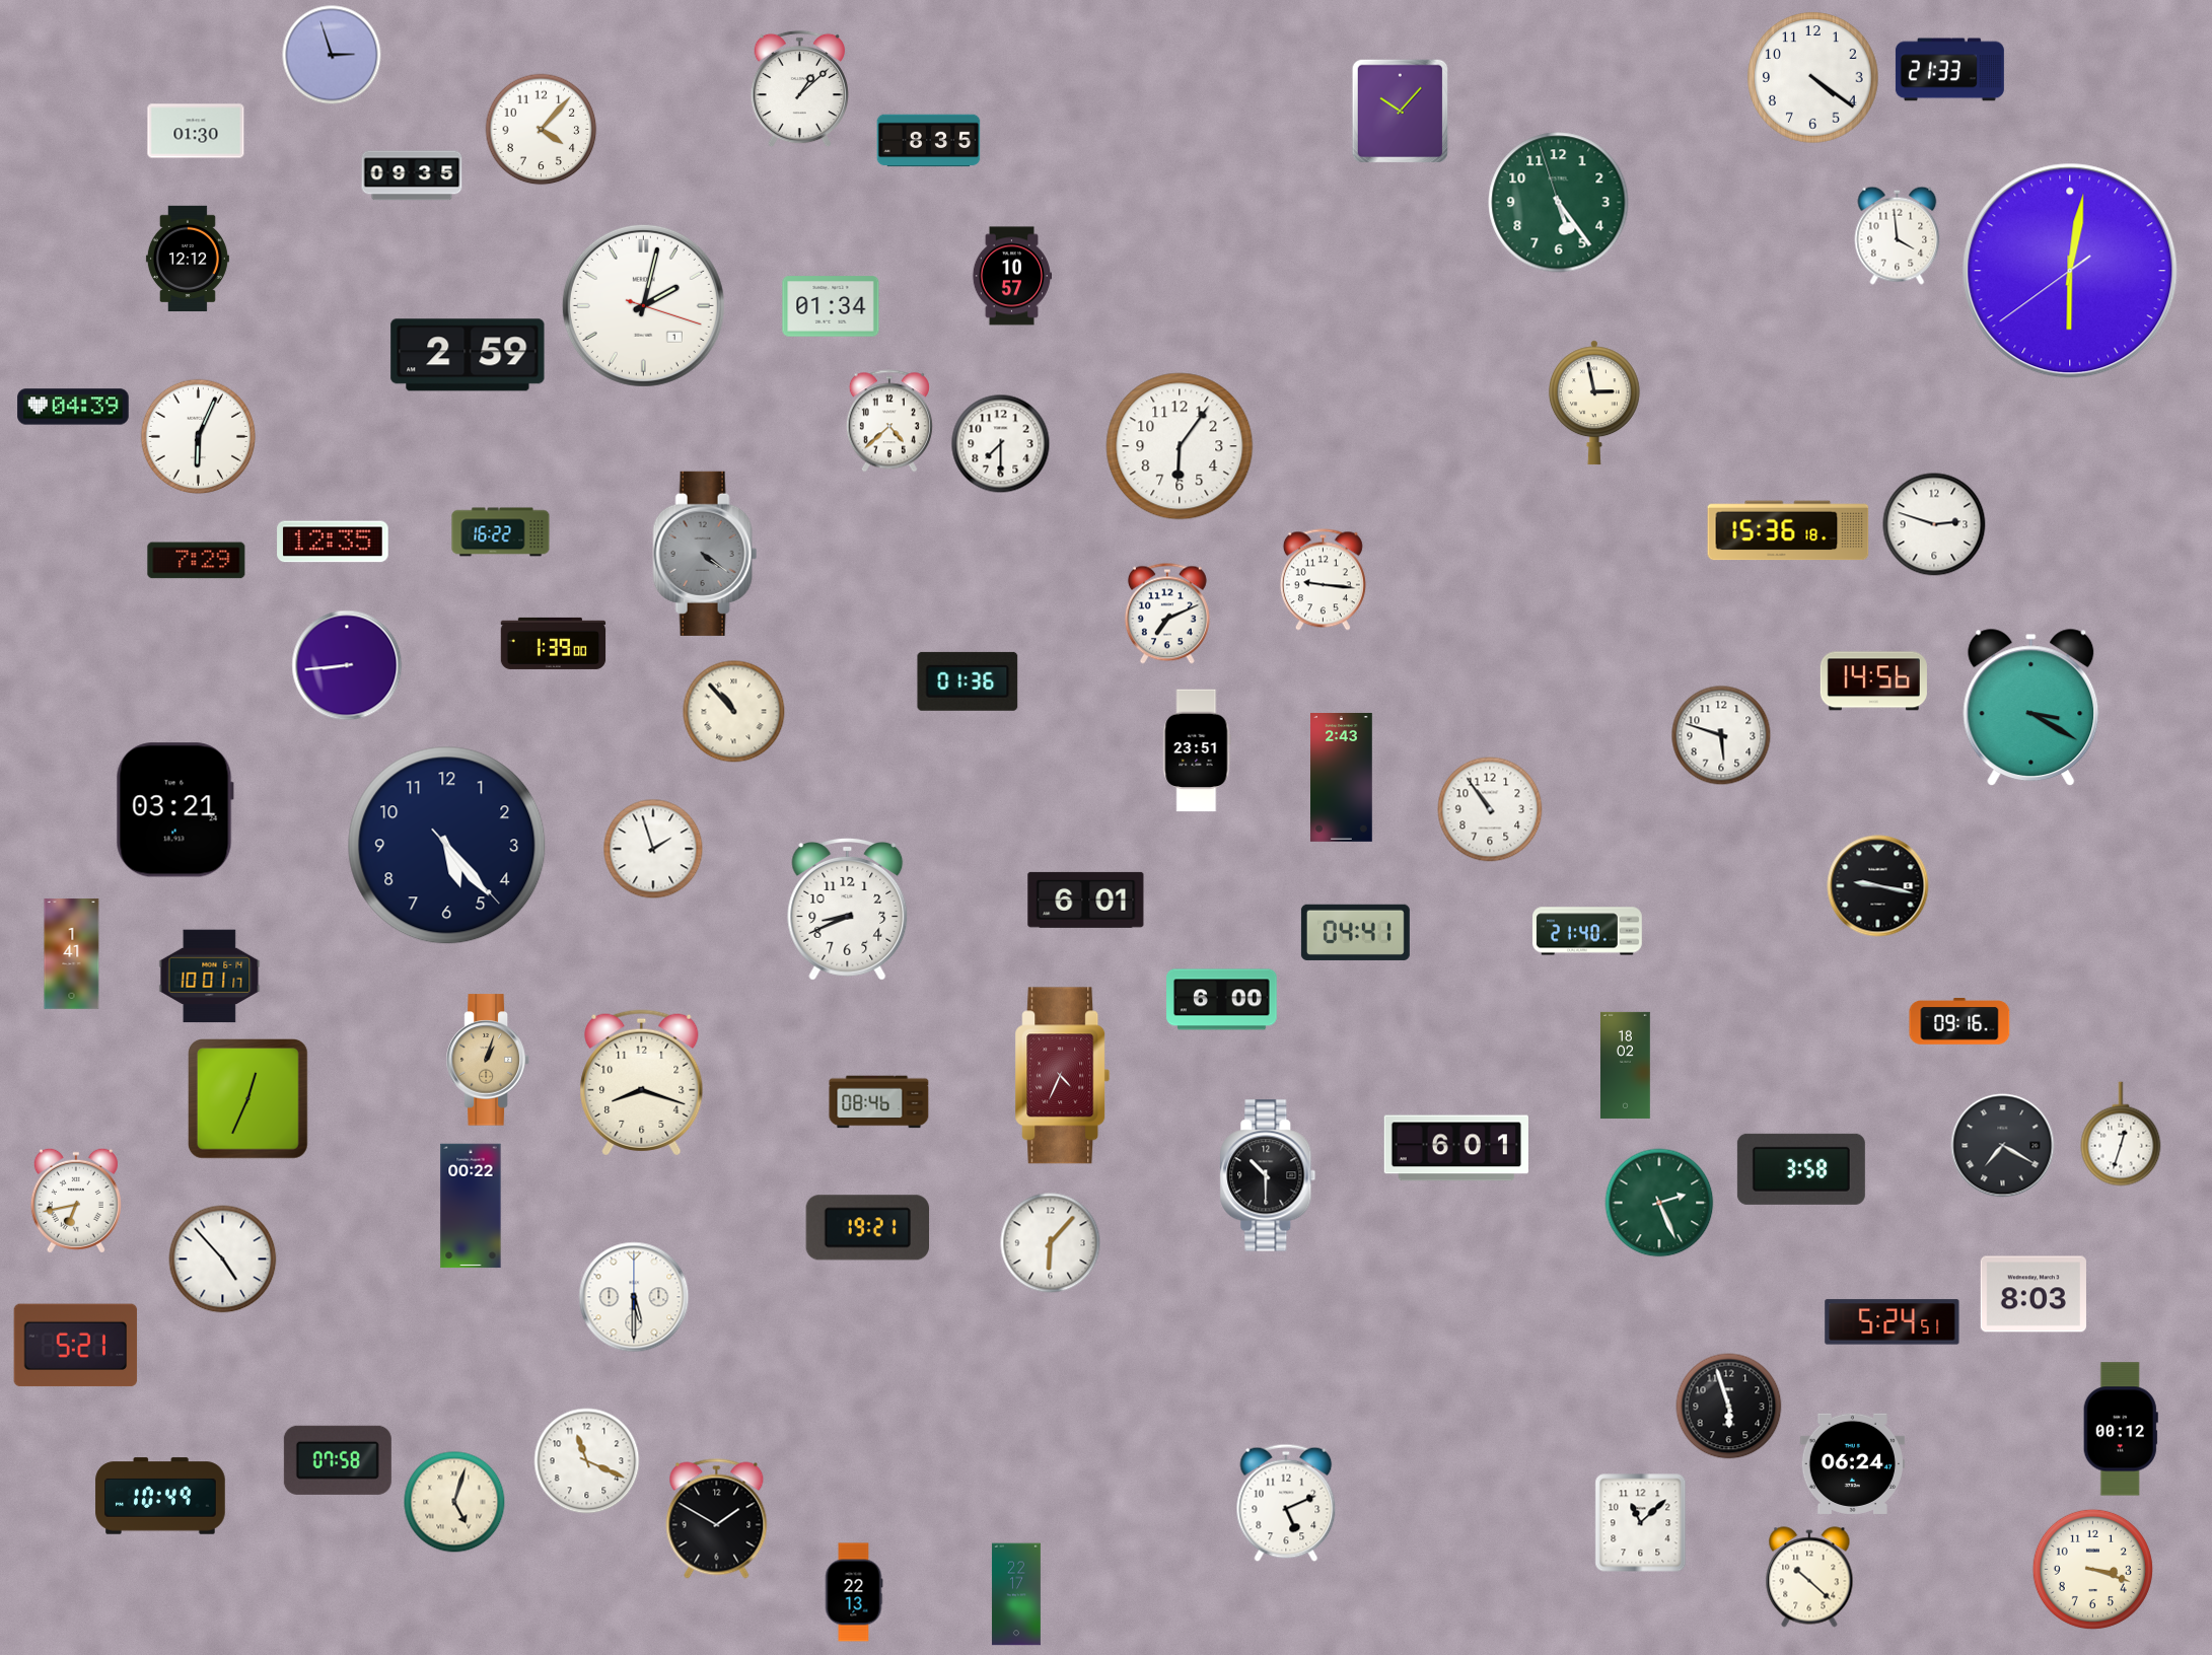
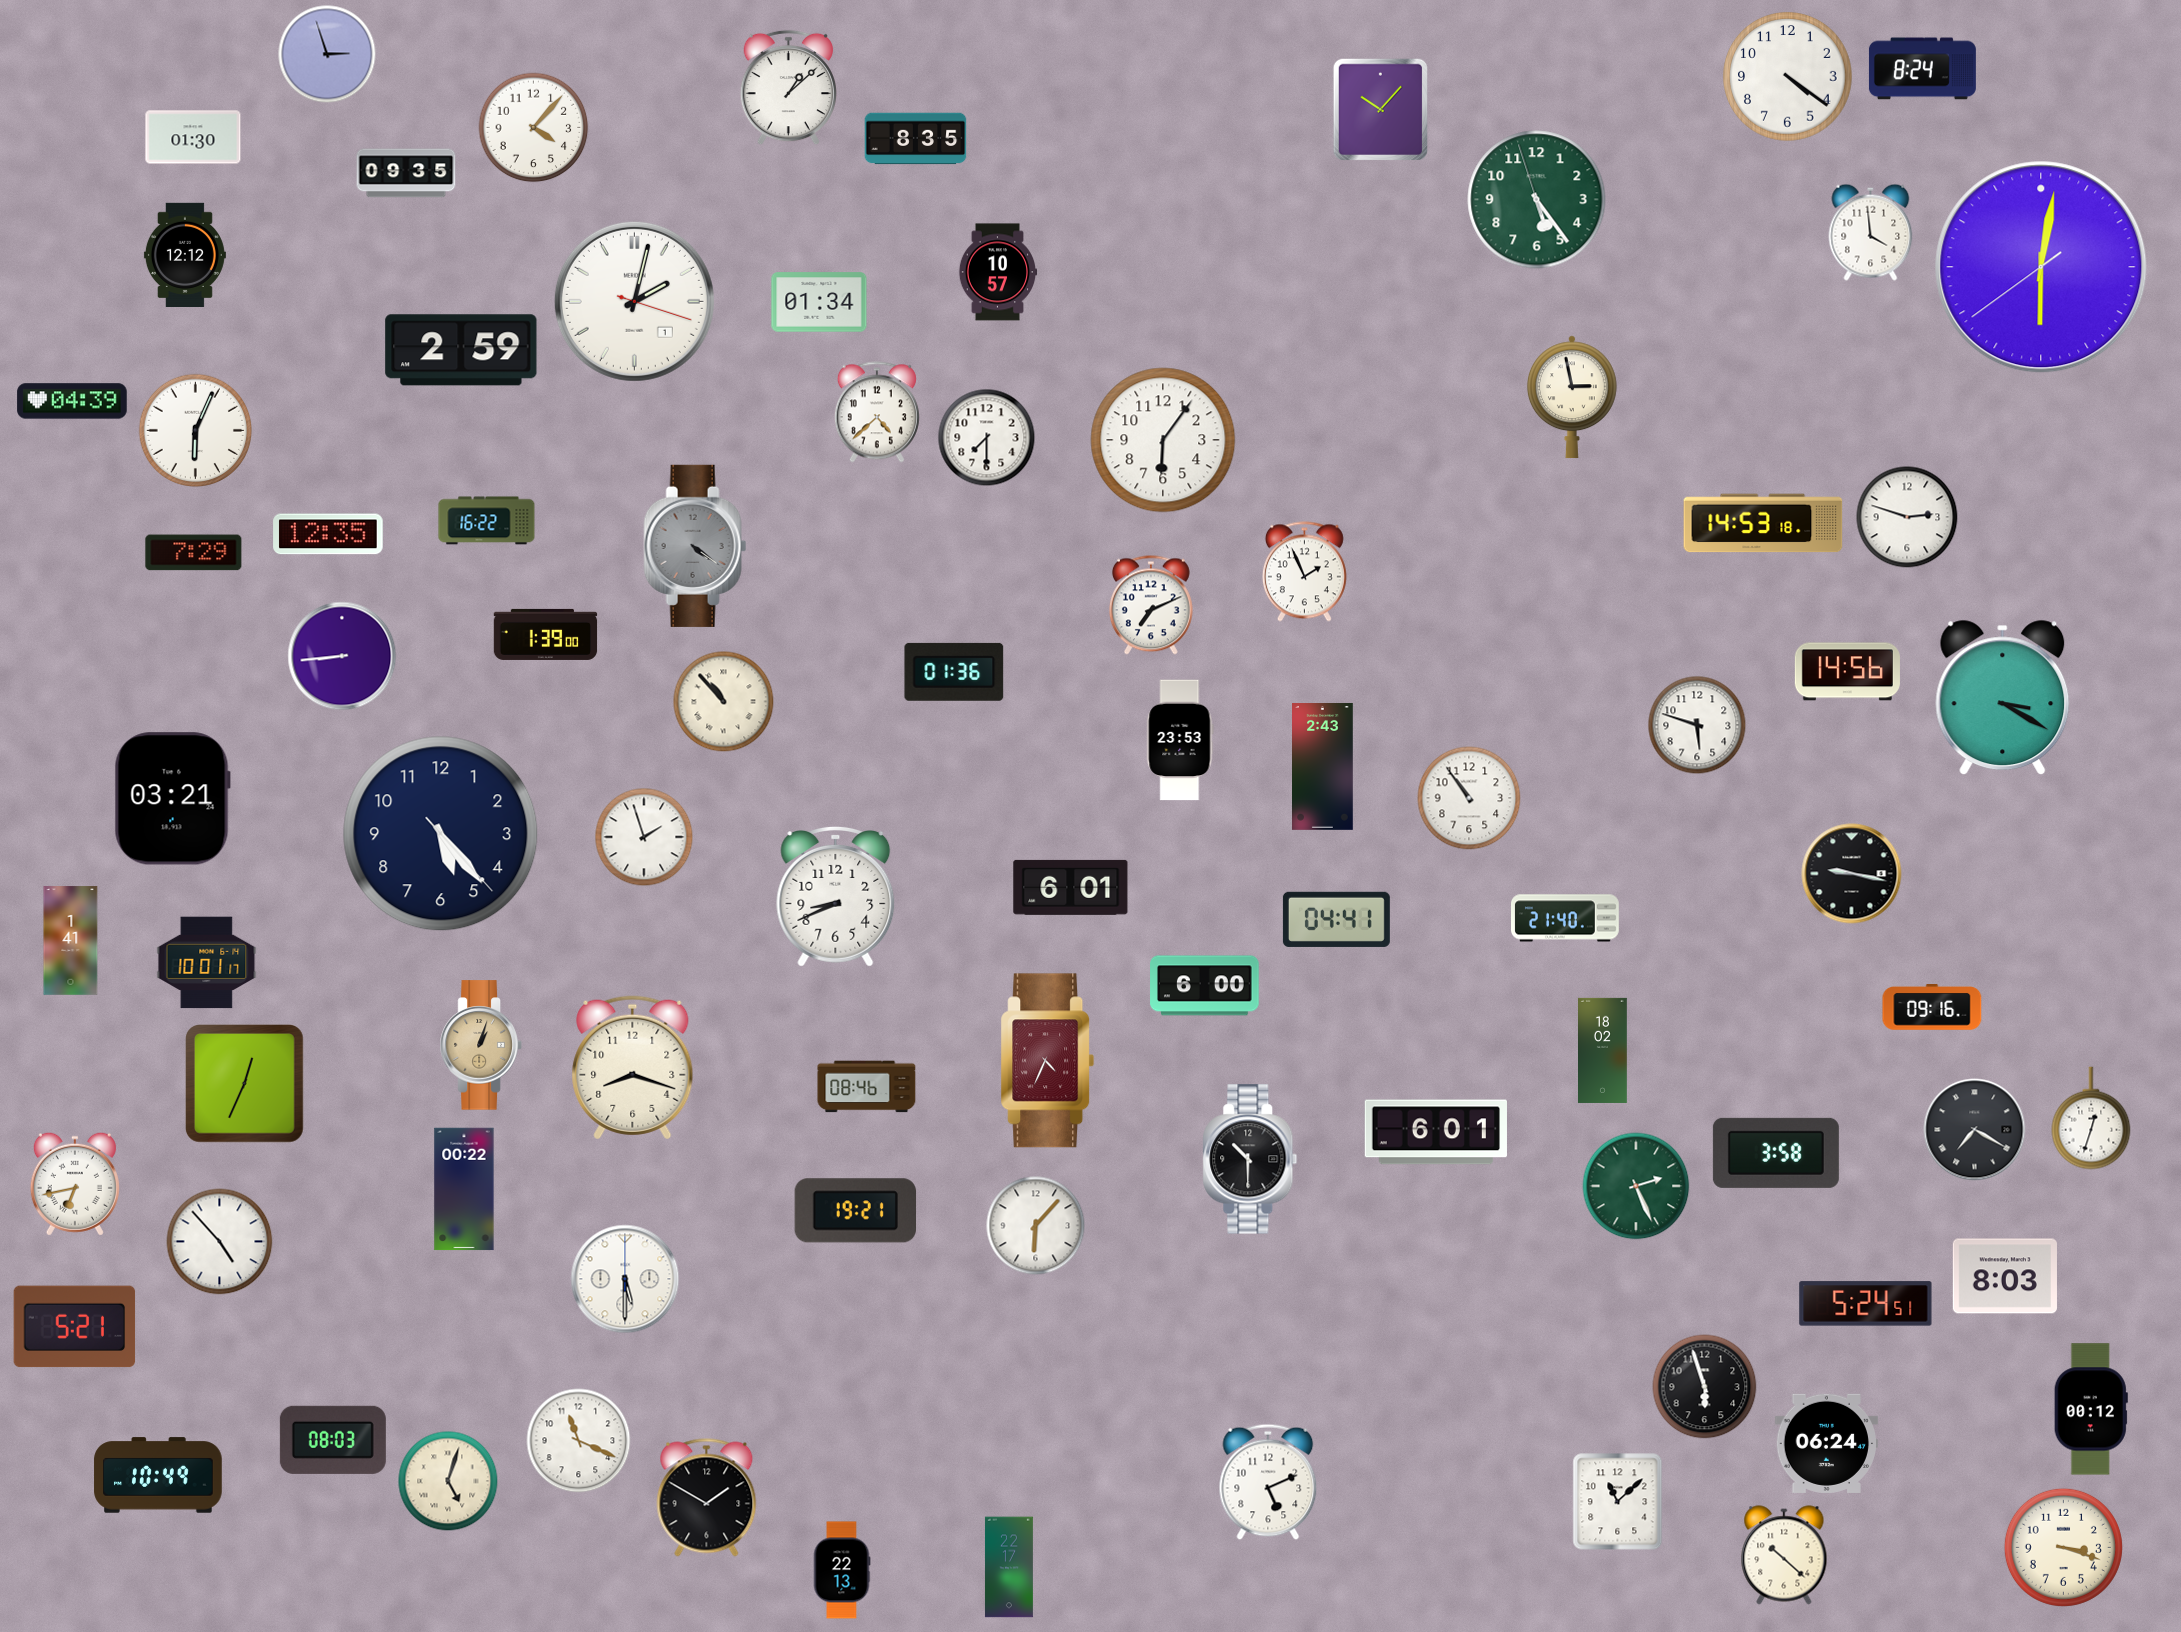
clock at (1949, 70): 21:33 -> 8:24
clock at (196, 131) position: (196, 131) -> (193, 137)
clock at (889, 421) position: (889, 421) -> (877, 412)
clock at (1788, 530): 15:36 -> 14:53
clock at (501, 532) position: (501, 532) -> (487, 521)
clock at (1323, 580): 9:16 -> 1:56
clock at (1197, 750): 23:51 -> 23:53
clock at (338, 1460): 07:58 -> 08:03
clock at (1016, 1594) position: (1016, 1594) -> (1009, 1567)
